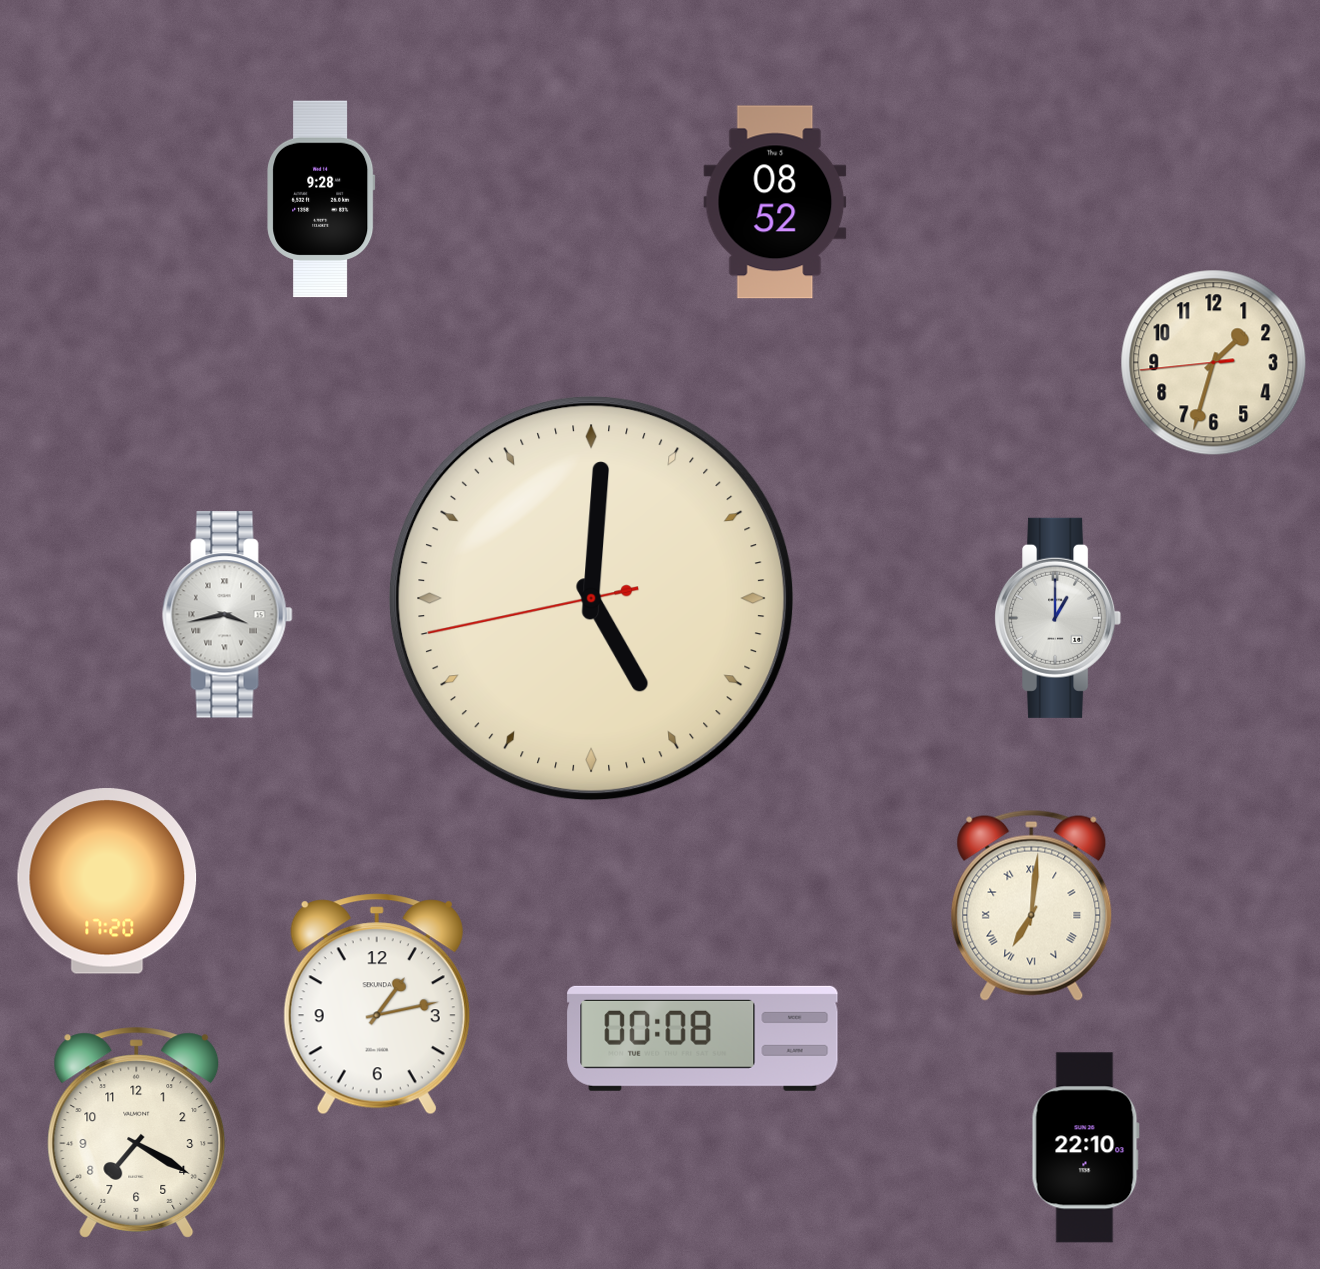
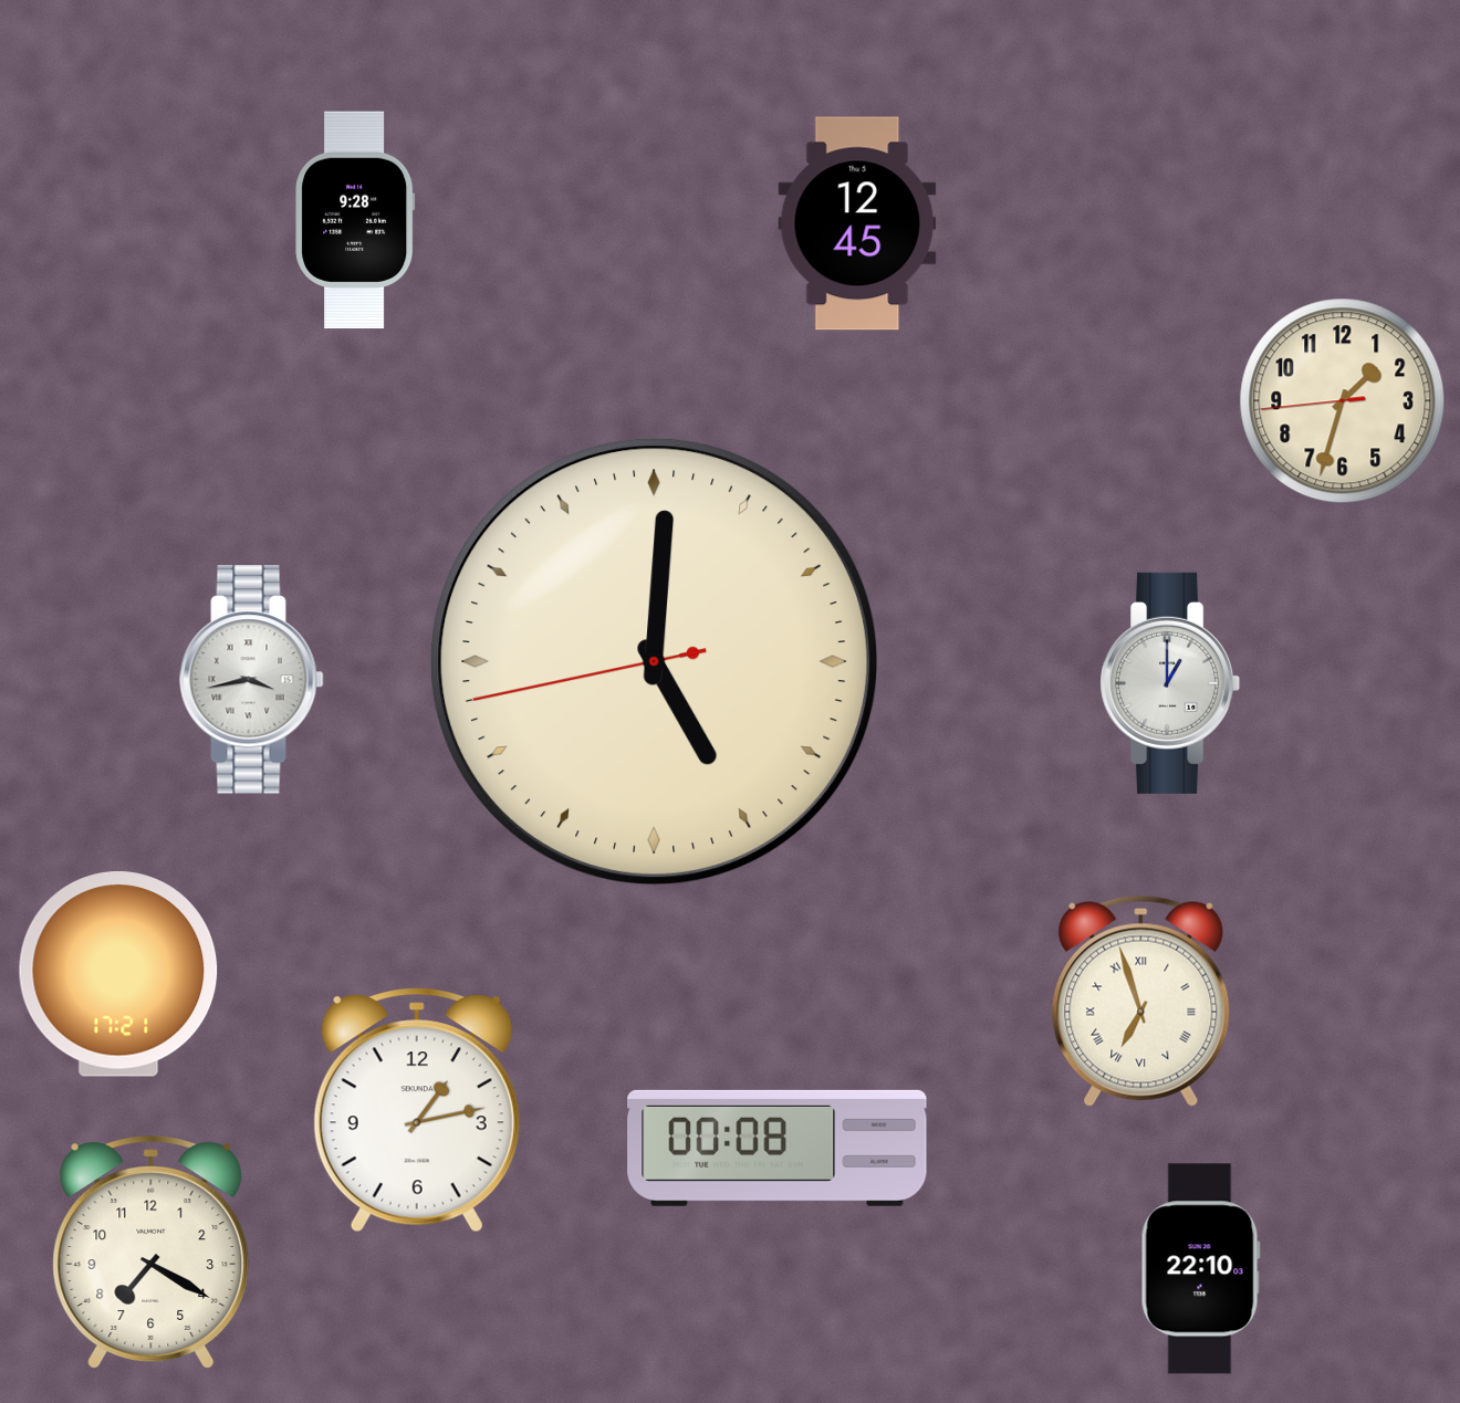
clock at (775, 202): 08:52 -> 12:45
clock at (107, 881): 17:20 -> 17:21
clock at (1032, 905): 7:01 -> 6:57
